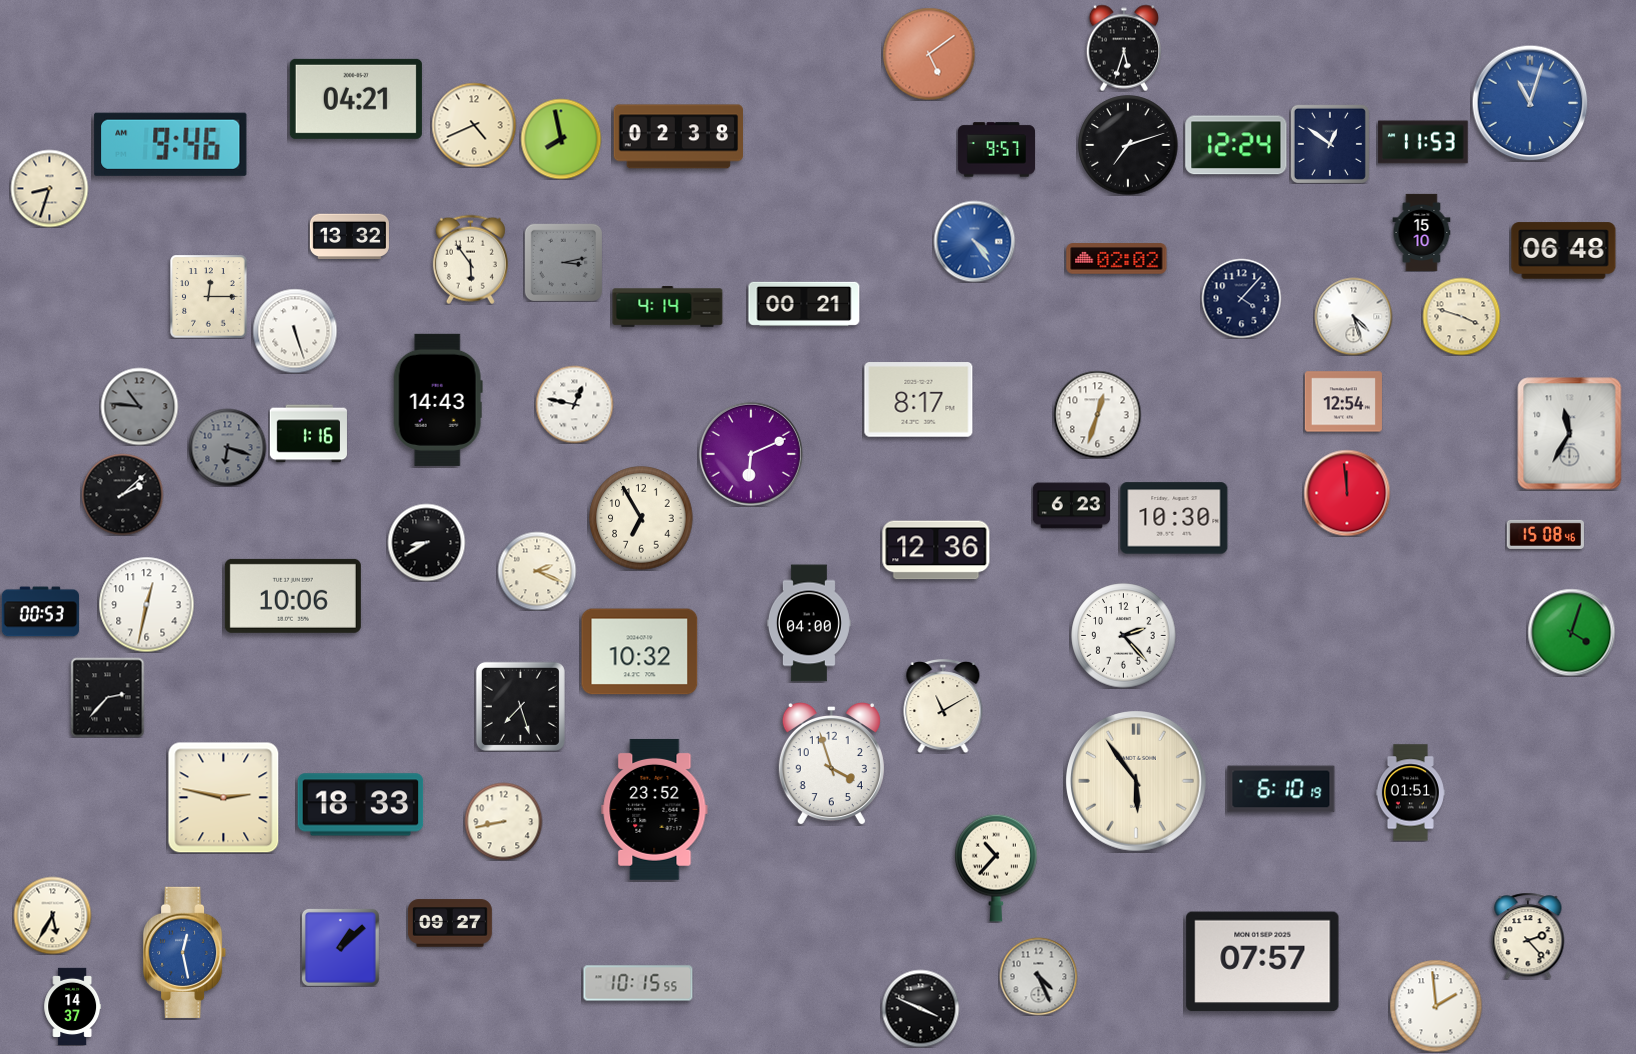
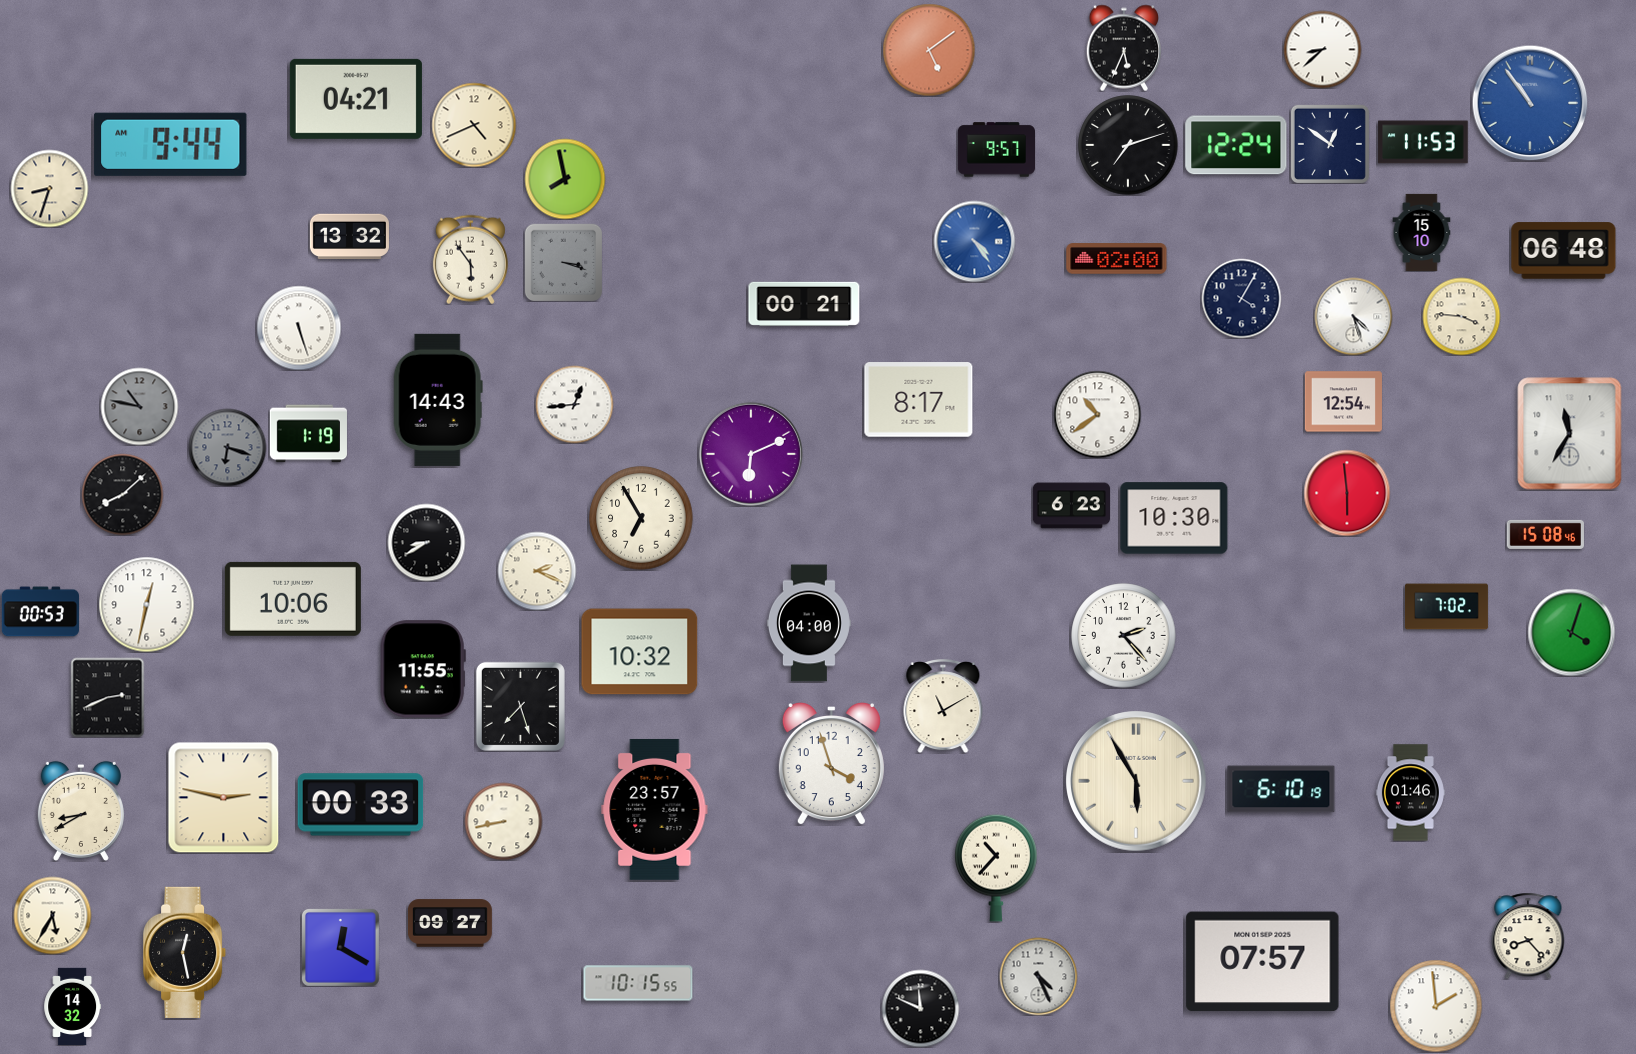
clock at (1124, 48): 5:33 -> 5:34
clock at (1322, 49): none -> 8:38
clock at (929, 54) position: (929, 54) -> (929, 50)
clock at (1530, 103): 11:03 -> 10:54
clock at (678, 137): 02:38 -> none
clock at (561, 139) position: (561, 139) -> (565, 179)
clock at (171, 144): 9:46 -> 9:44
clock at (1117, 259): 02:02 -> 02:00
clock at (563, 262): 3:13 -> 3:18
clock at (209, 296): 12:15 -> none
clock at (1241, 298): 4:07 -> 4:05
clock at (668, 307): 4:14 -> none
clock at (1461, 316): 3:48 -> 3:46
clock at (295, 331) position: (295, 331) -> (299, 328)
clock at (574, 404): 12:47 -> 12:44
clock at (139, 406): 10:46 -> 10:47
clock at (1097, 414): 12:33 -> 10:39
clock at (308, 434): 1:16 -> 1:19
clock at (1347, 493): 11:59 -> 5:59
clock at (122, 494): 2:08 -> 8:08
clock at (936, 550): 12:36 -> none
clock at (293, 596) position: (293, 596) -> (293, 599)
clock at (1446, 607): none -> 7:02
clock at (423, 669): none -> 11:55
clock at (108, 697): 2:37 -> 2:41
clock at (1137, 782): 5:54 -> 5:55
clock at (1410, 793): 01:51 -> 01:46
clock at (361, 805): 18:33 -> 00:33
clock at (655, 809): 23:52 -> 23:57
clock at (81, 811): none -> 8:40
clock at (1528, 936): 2:23 -> 8:23
clock at (340, 947): 1:08 -> 12:20
clock at (185, 952) dial: blue -> black
clock at (73, 1006): 14:37 -> 14:32
clock at (920, 1008): 3:49 -> 11:49
